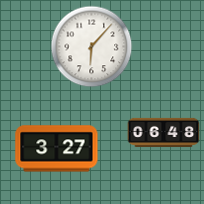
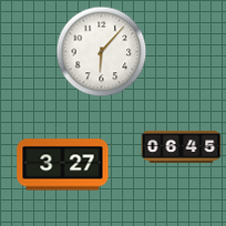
clock at (164, 132): 06:48 -> 06:45
